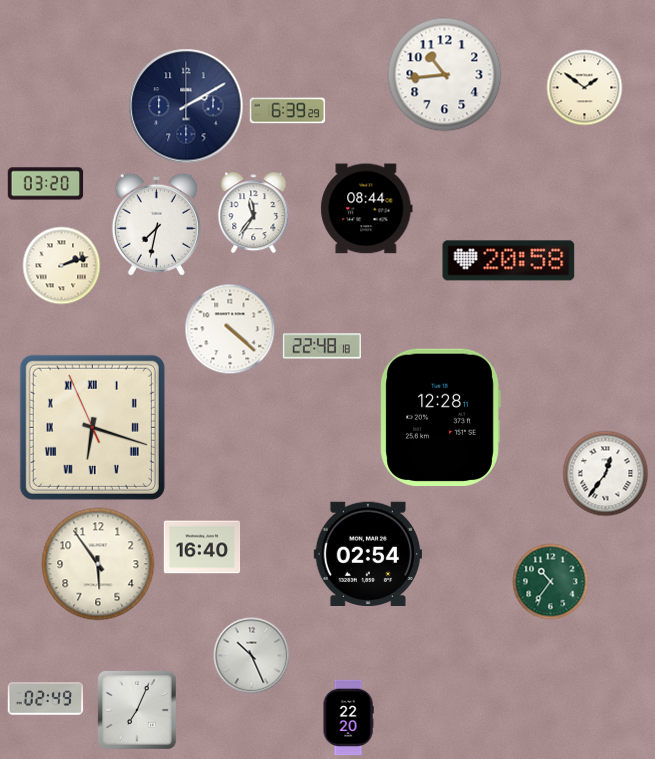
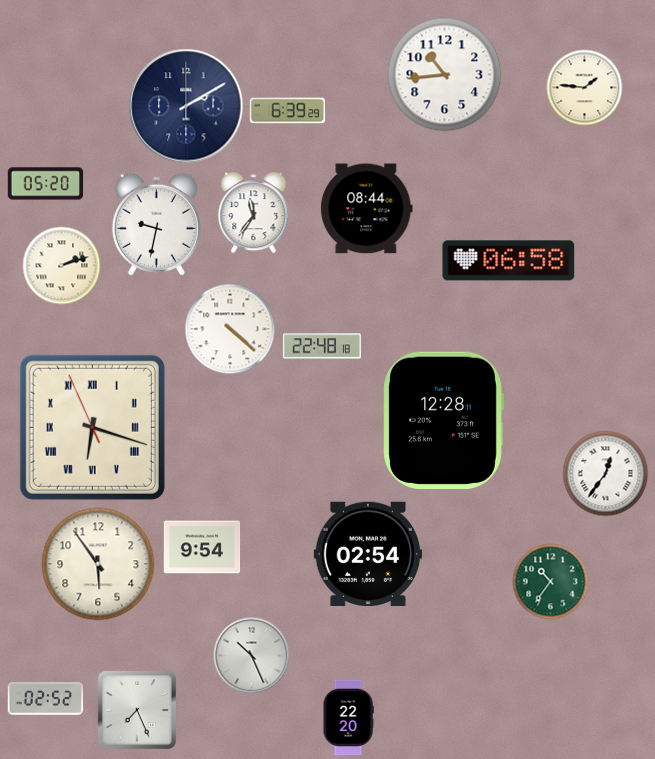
clock at (585, 88): 1:51 -> 1:46
clock at (46, 184): 03:20 -> 05:20
clock at (156, 224): 7:32 -> 9:32
clock at (509, 261): 20:58 -> 06:58
clock at (440, 418) position: (440, 418) -> (443, 421)
clock at (202, 547): 16:40 -> 9:54
clock at (46, 699): 02:49 -> 02:52
clock at (137, 710): 7:04 -> 7:26
